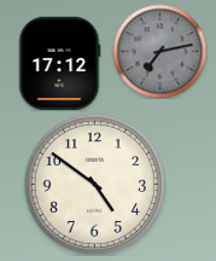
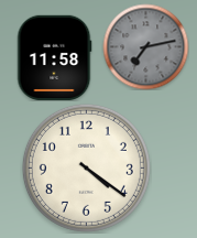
clock at (59, 63): 17:12 -> 11:58
clock at (94, 184): 4:51 -> 4:21
